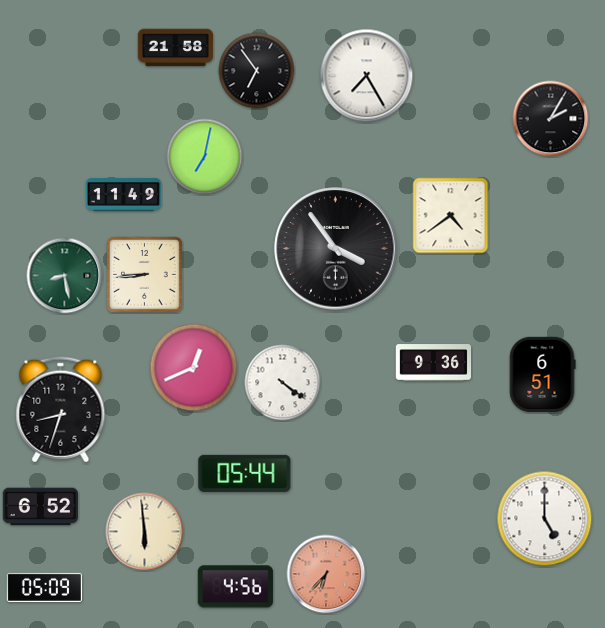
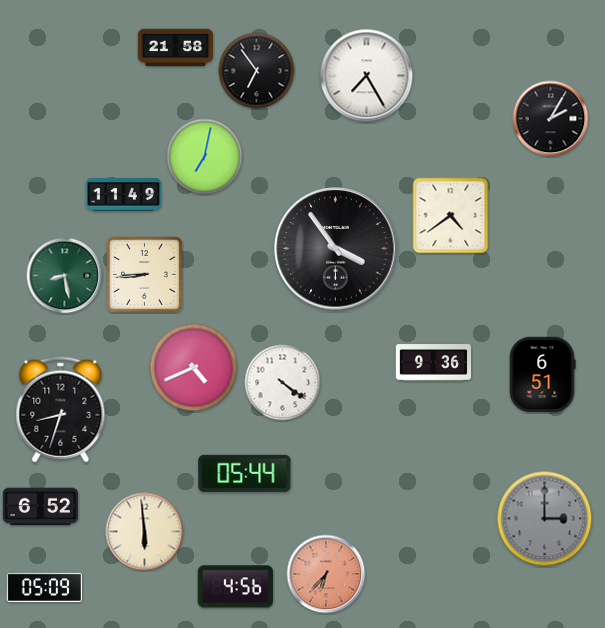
clock at (194, 368): 12:41 -> 4:41
clock at (545, 519): 5:00 -> 3:00
clock at (545, 519) dial: white -> grey
